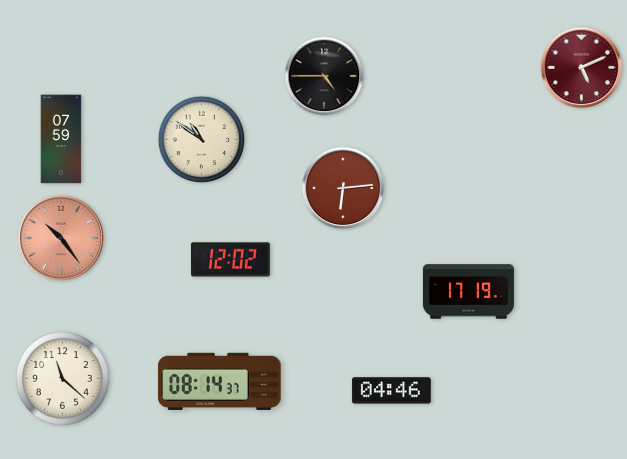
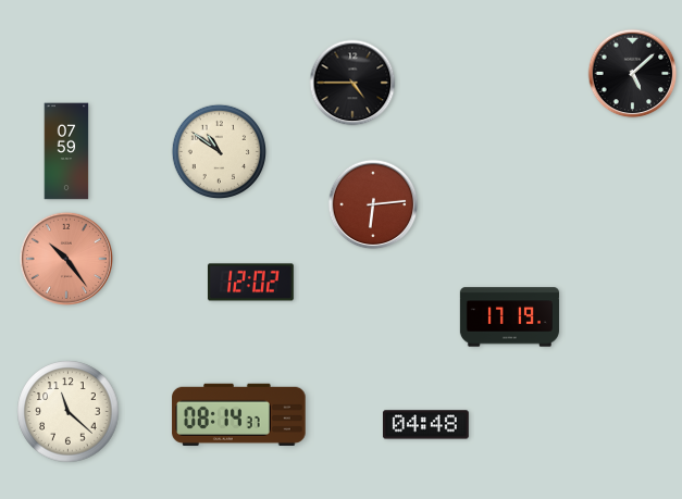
clock at (582, 68): 5:11 -> 5:08
clock at (582, 68) dial: burgundy -> black
clock at (391, 391): 04:46 -> 04:48
